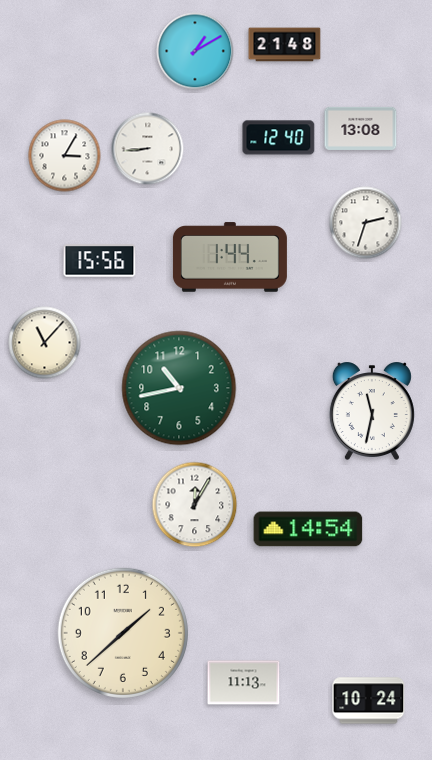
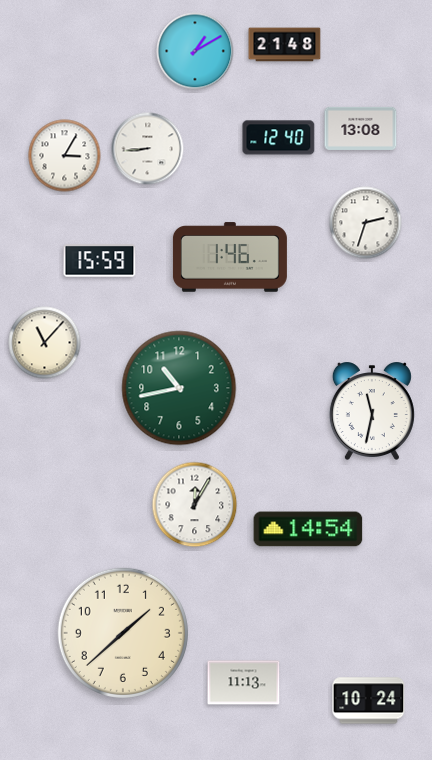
clock at (230, 257): 1:44 -> 1:46
clock at (100, 261): 15:56 -> 15:59
